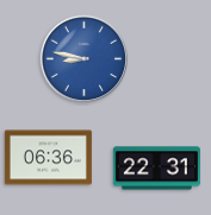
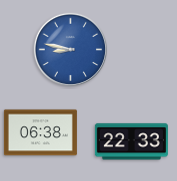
clock at (48, 158): 06:36 -> 06:38
clock at (156, 169): 22:31 -> 22:33
